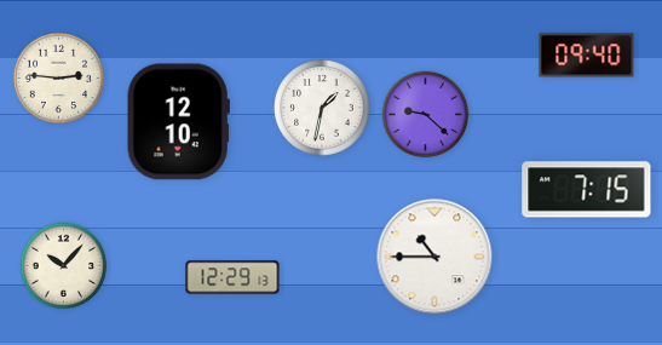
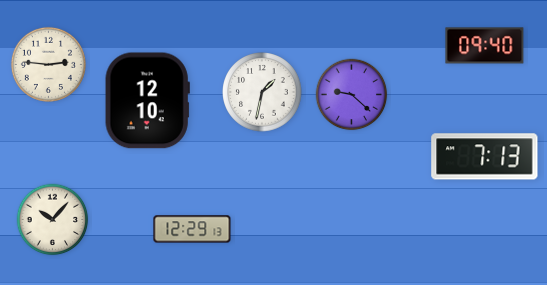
clock at (322, 108) position: (322, 108) -> (262, 92)
clock at (587, 190): 7:15 -> 7:13
clock at (434, 257): 10:45 -> none
